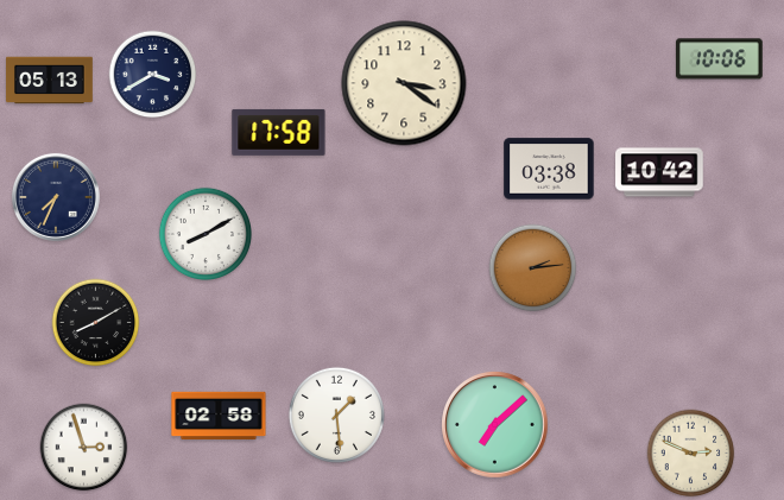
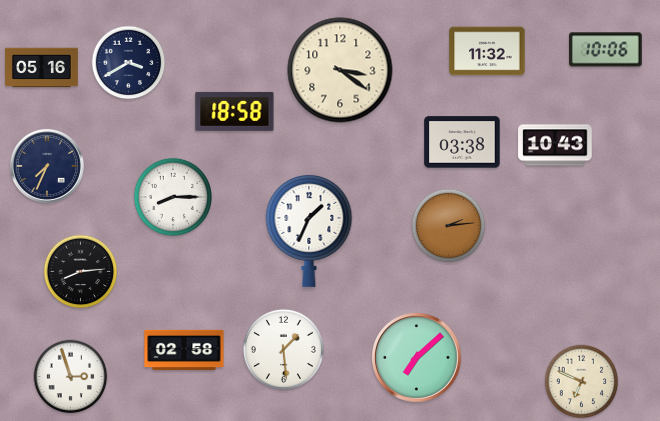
clock at (487, 51): none -> 11:32
clock at (50, 81): 05:13 -> 05:16
clock at (279, 132): 17:58 -> 18:58
clock at (659, 172): 10:42 -> 10:43
clock at (204, 233): 8:10 -> 8:15
clock at (309, 230): none -> 1:34
clock at (96, 323): 8:10 -> 8:14
clock at (691, 454): 2:49 -> 6:49
